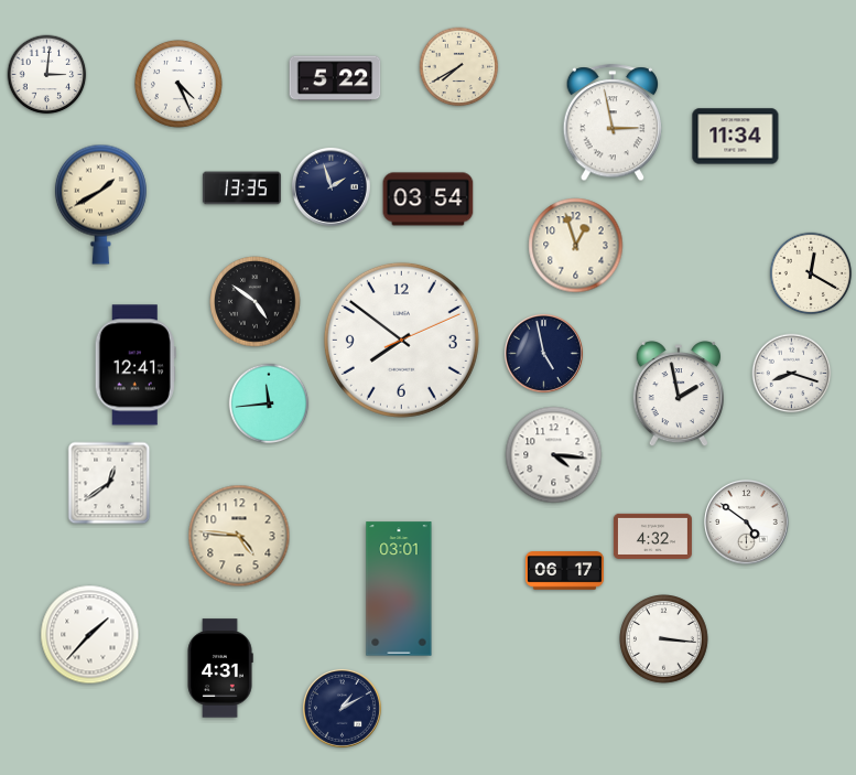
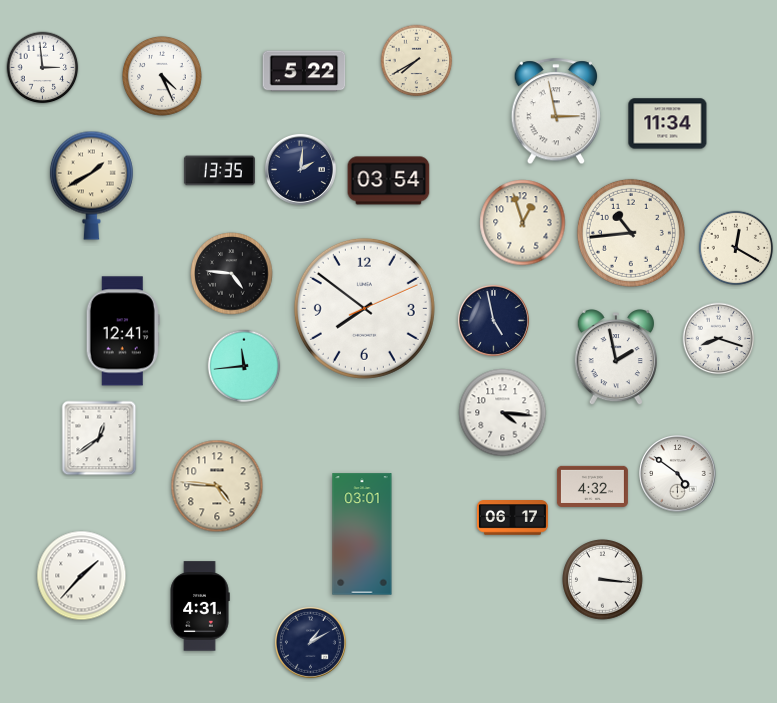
clock at (47, 75): 3:01 -> 2:59
clock at (331, 186): 1:57 -> 2:01
clock at (631, 233): none -> 10:44
clock at (256, 302): 4:51 -> 4:46
